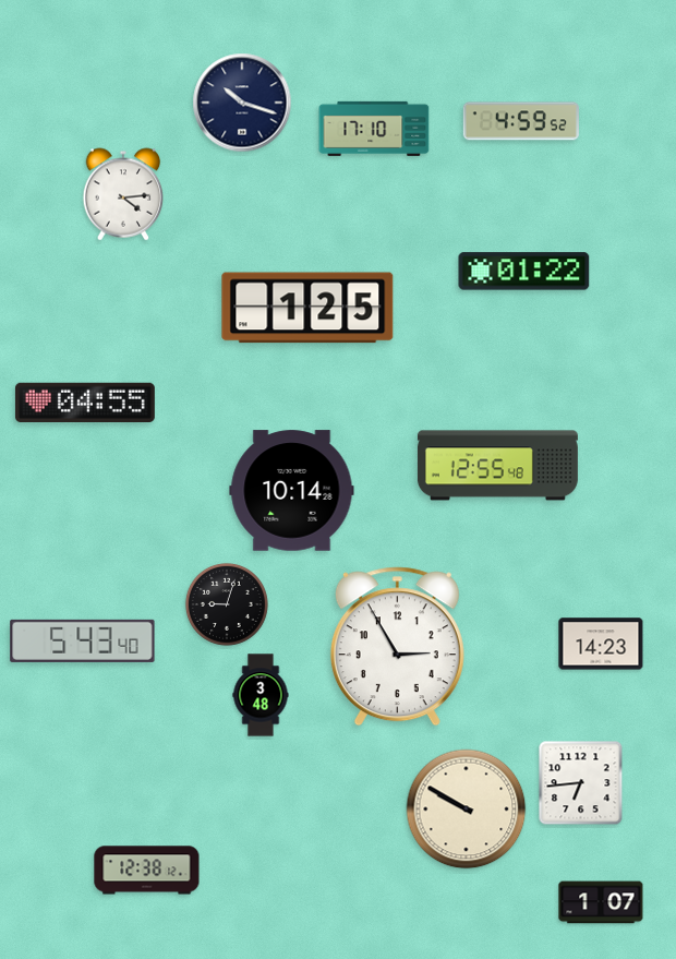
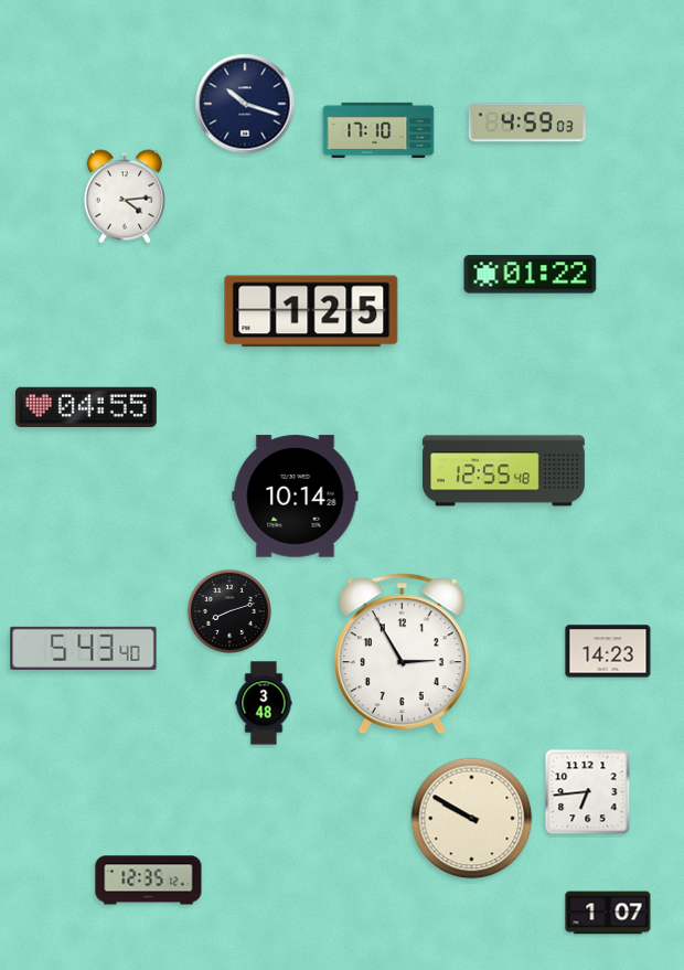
clock at (521, 121): 4:59:52 -> 4:59:03
clock at (227, 604): 9:03 -> 8:12
clock at (147, 871): 12:38 -> 12:35
